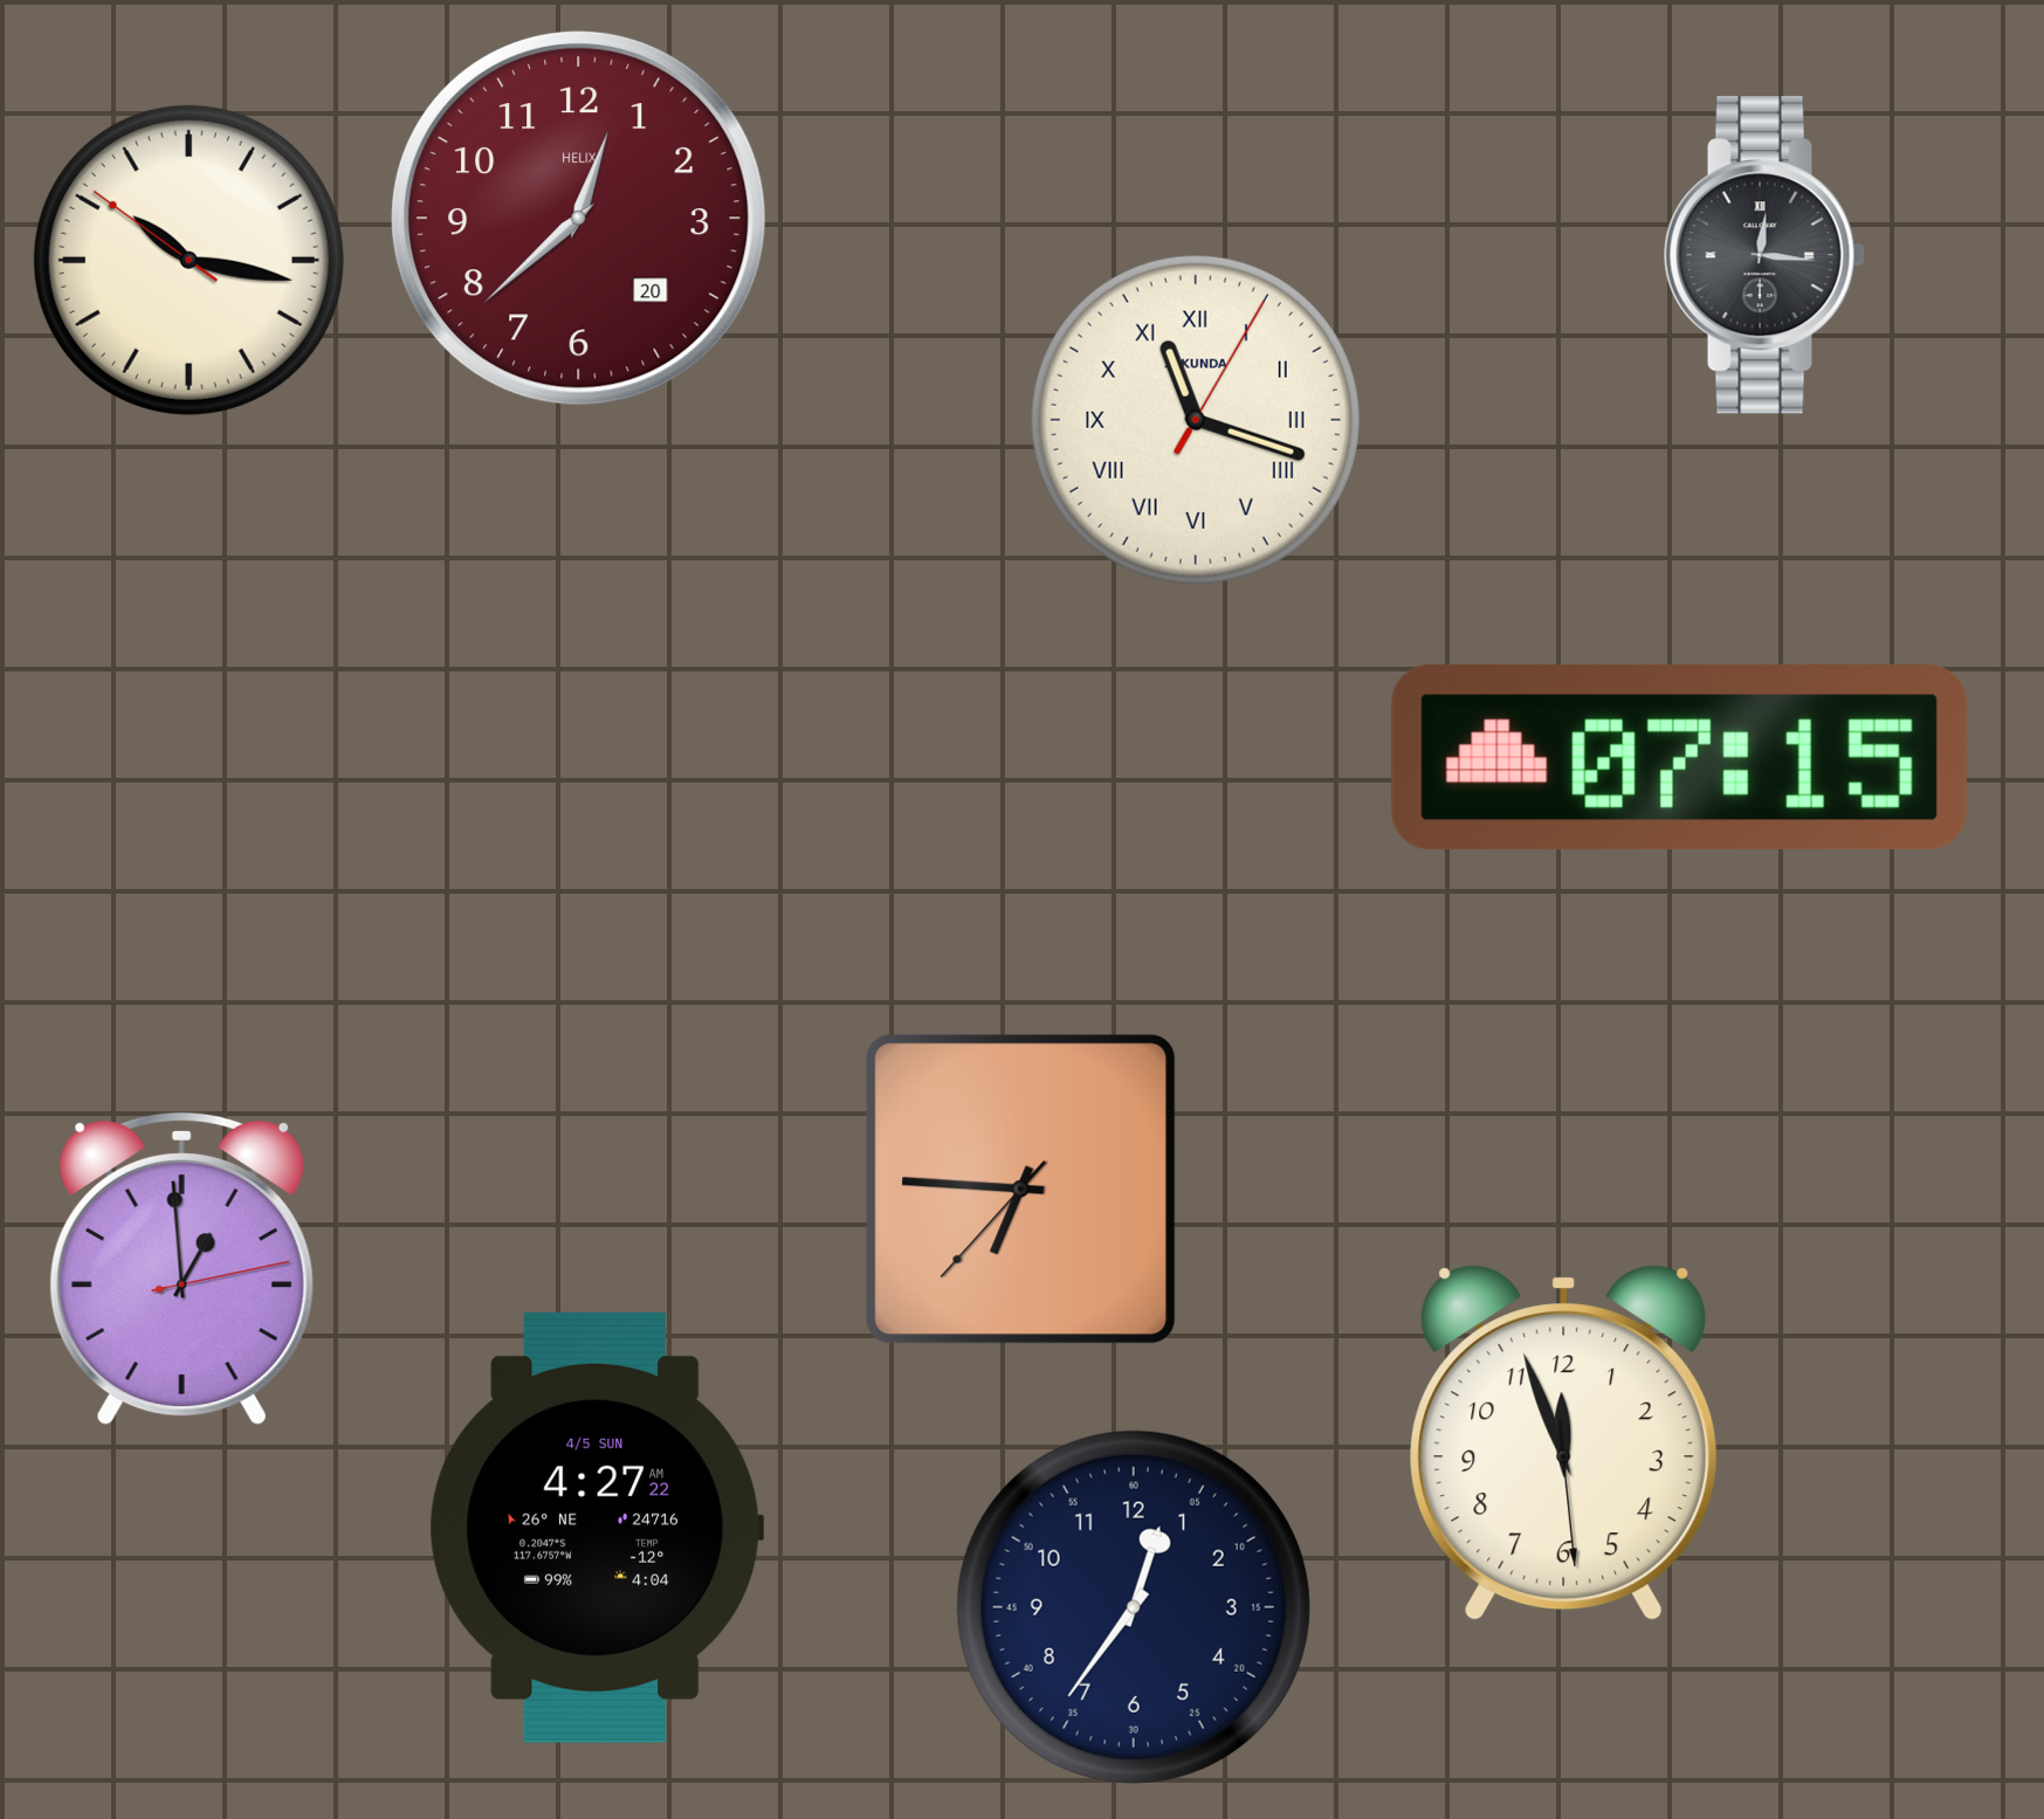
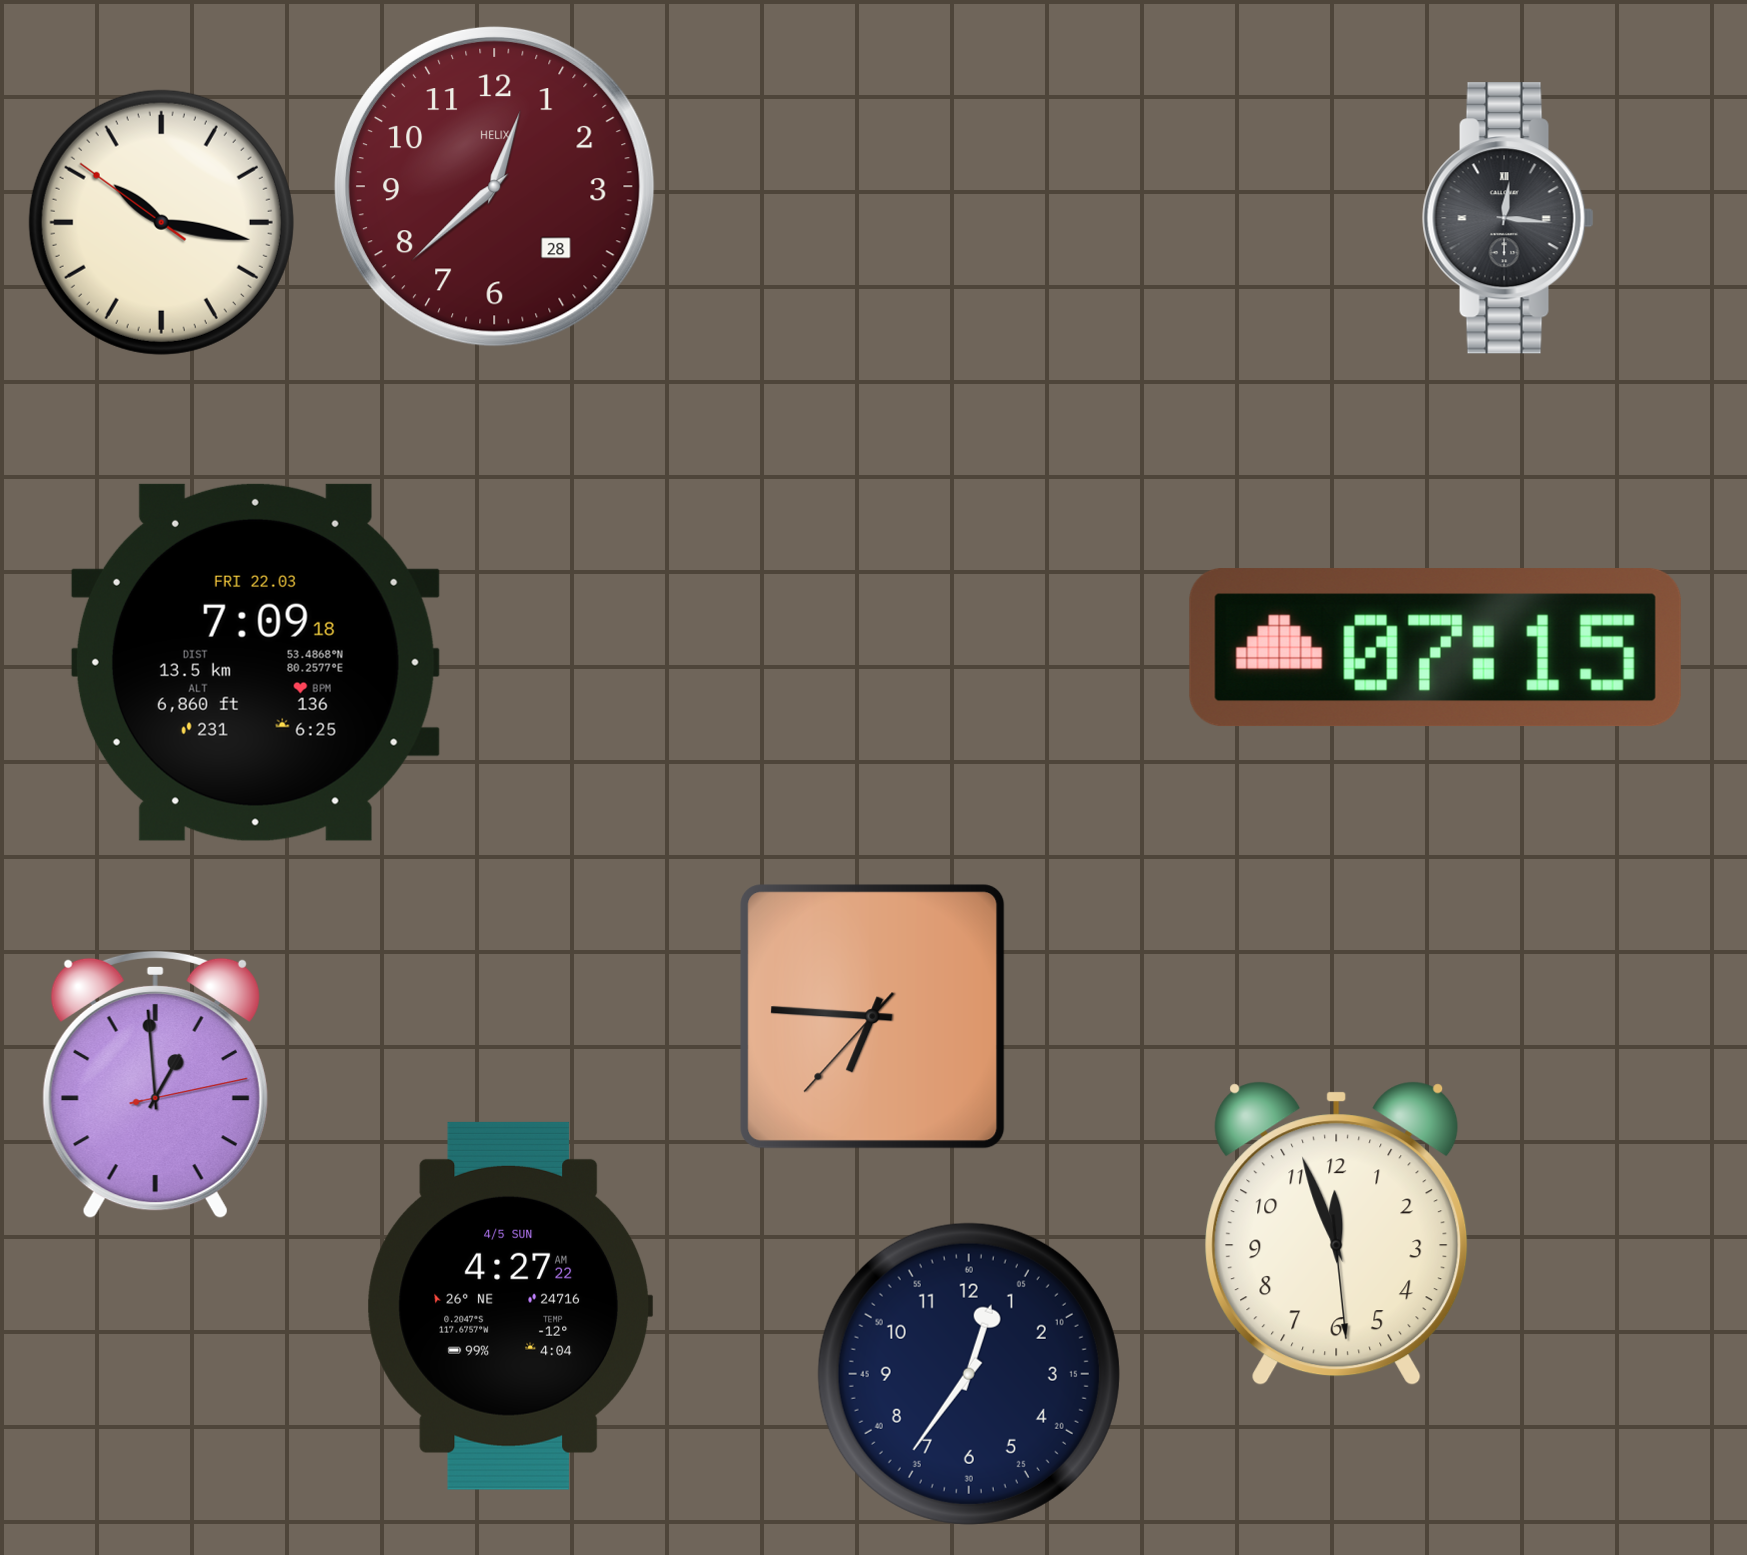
clock at (578, 218) date: 20 -> 28
clock at (1196, 420): 11:18 -> none
clock at (255, 662): none -> 7:09
